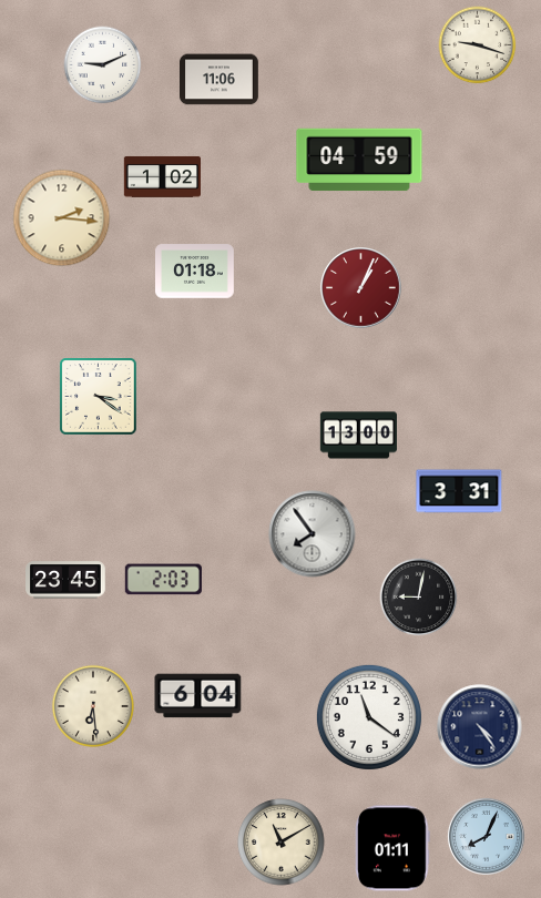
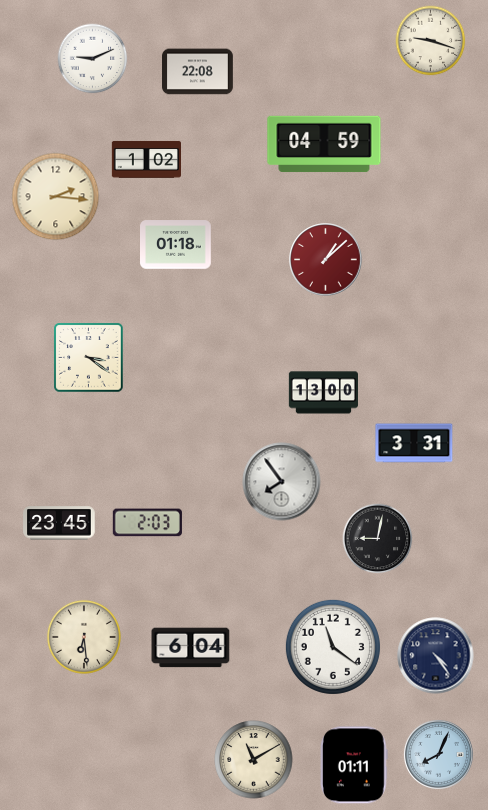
clock at (220, 80): 11:06 -> 22:08
clock at (361, 288): 1:04 -> 1:08
clock at (198, 696) position: (198, 696) -> (191, 648)
clock at (480, 727) position: (480, 727) -> (436, 656)
